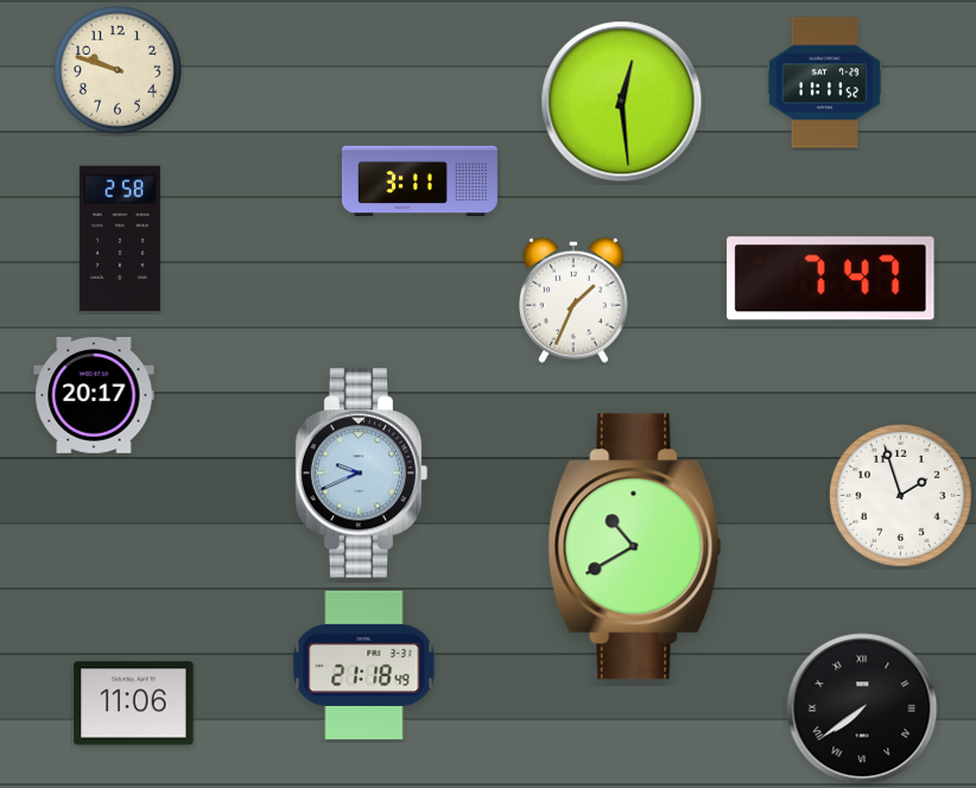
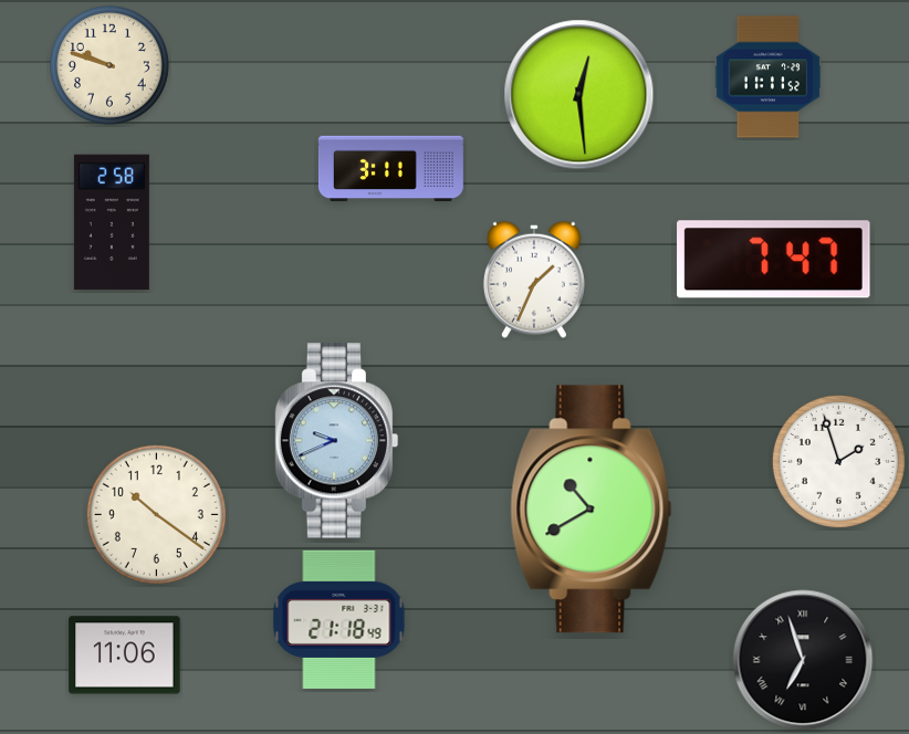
clock at (94, 395): 20:17 -> none
clock at (156, 514): none -> 10:21
clock at (862, 708): 7:39 -> 6:57
